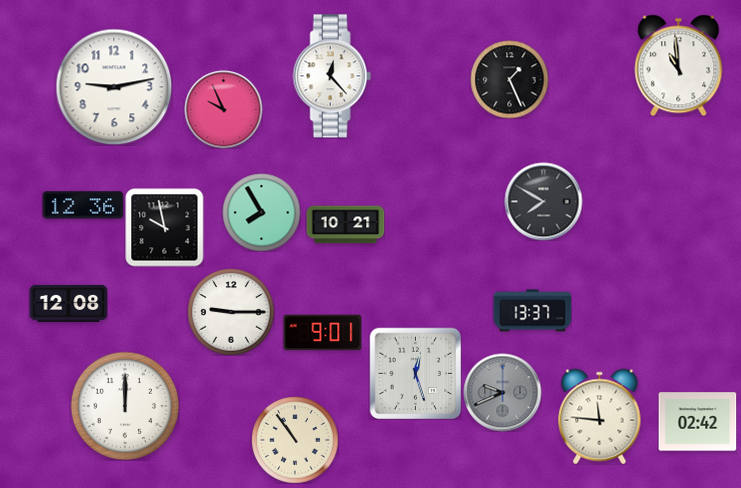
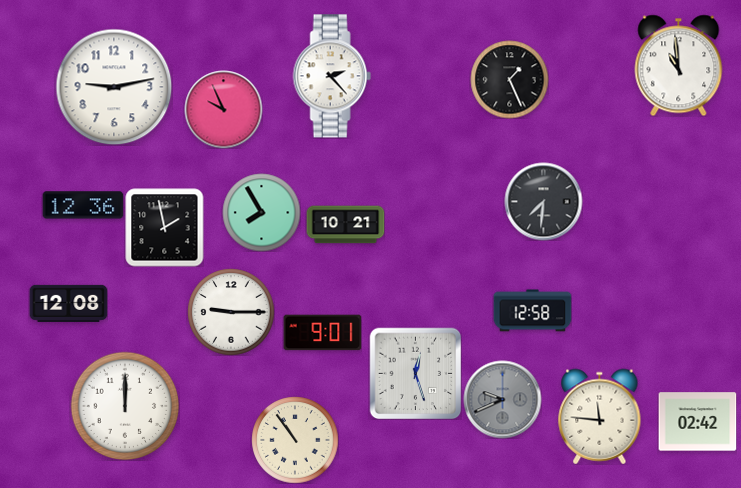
clock at (332, 76): 12:23 -> 2:23
clock at (543, 201): 7:50 -> 7:31
clock at (164, 227): 9:58 -> 1:58
clock at (532, 311): 13:37 -> 12:58
clock at (502, 392) position: (502, 392) -> (502, 399)
